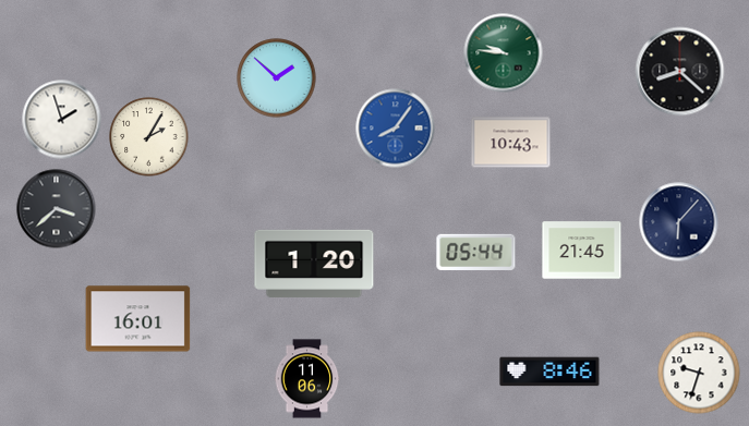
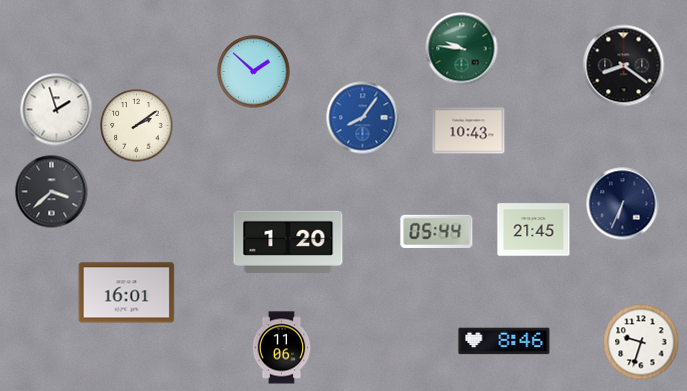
clock at (680, 72): 8:22 -> 8:21
clock at (149, 137): 2:05 -> 2:09
clock at (679, 222): 6:07 -> 6:34
